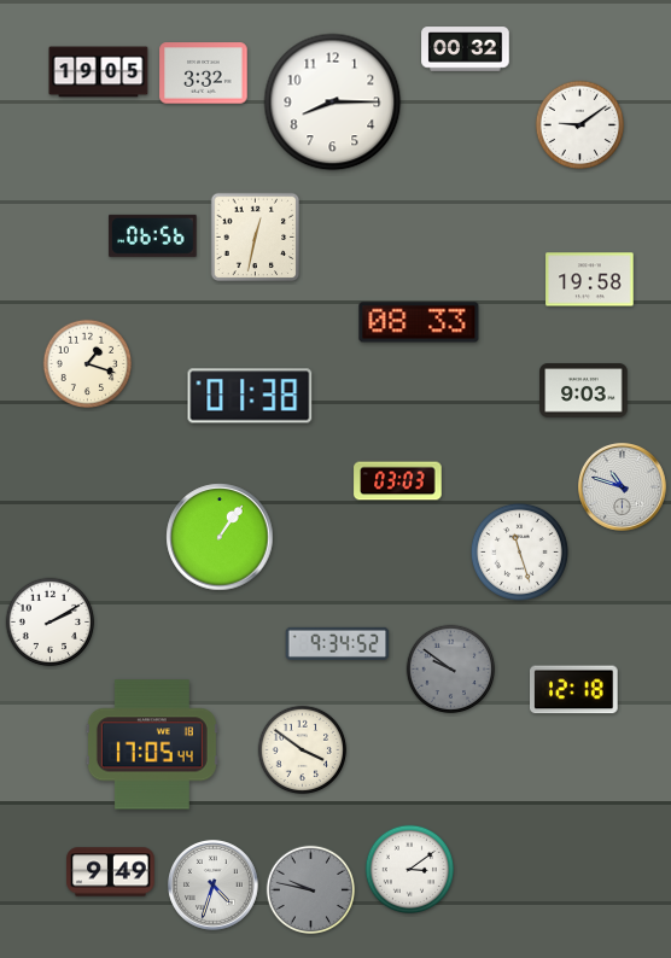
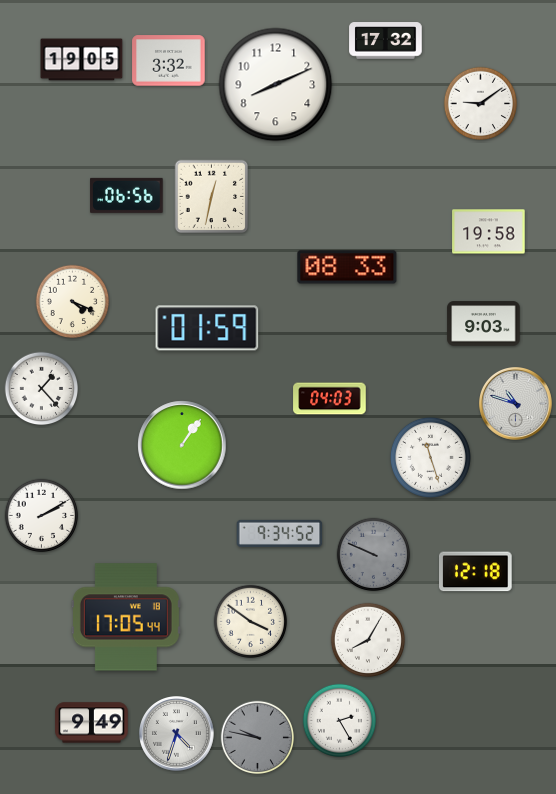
clock at (466, 49): 00:32 -> 17:32
clock at (333, 103): 8:15 -> 8:11
clock at (88, 364): 1:18 -> 4:19
clock at (250, 396): 01:38 -> 01:59
clock at (42, 389): none -> 1:23
clock at (398, 481): 03:03 -> 04:03
clock at (451, 670): 9:51 -> 9:49
clock at (368, 640): none -> 8:05
clock at (410, 870): 3:09 -> 2:25
